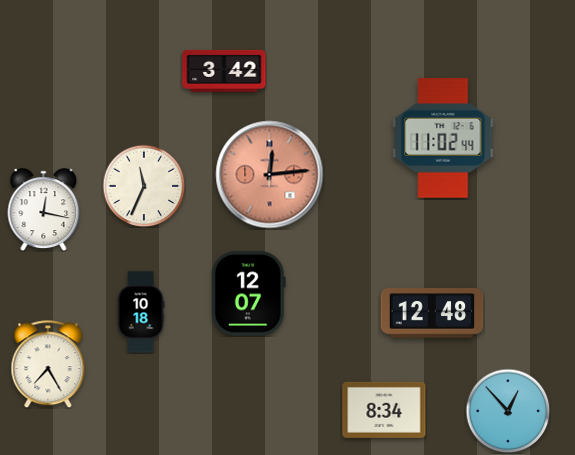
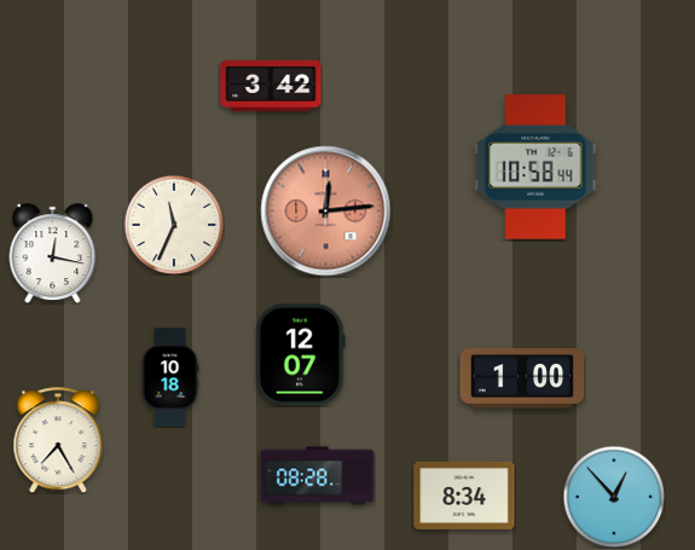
clock at (443, 138): 11:02 -> 10:58
clock at (432, 313): 12:48 -> 1:00
clock at (318, 476): none -> 08:28
